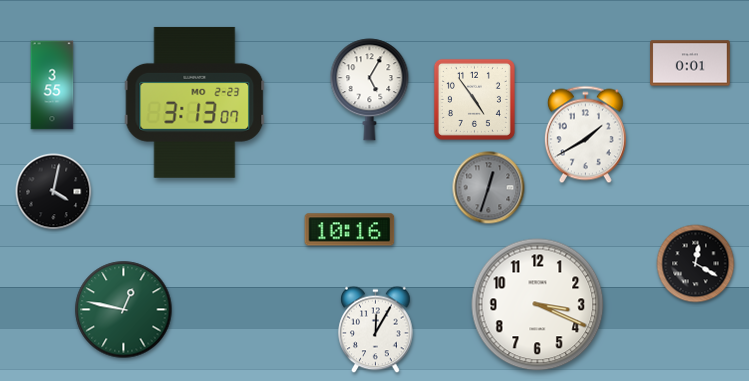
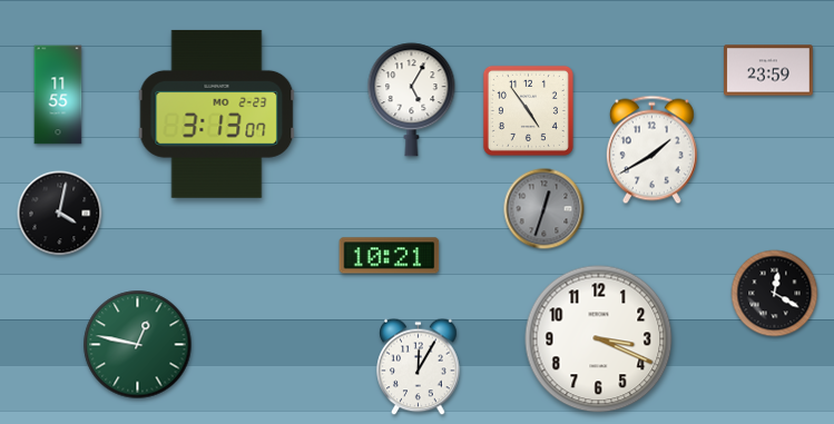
clock at (690, 63): 0:01 -> 23:59
clock at (52, 85): 3:55 -> 11:55
clock at (350, 230): 10:16 -> 10:21
